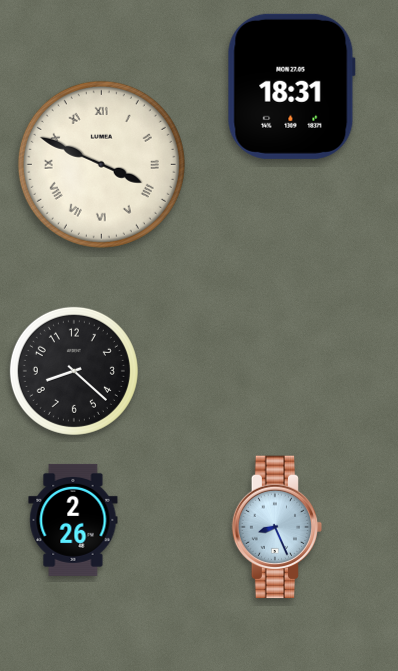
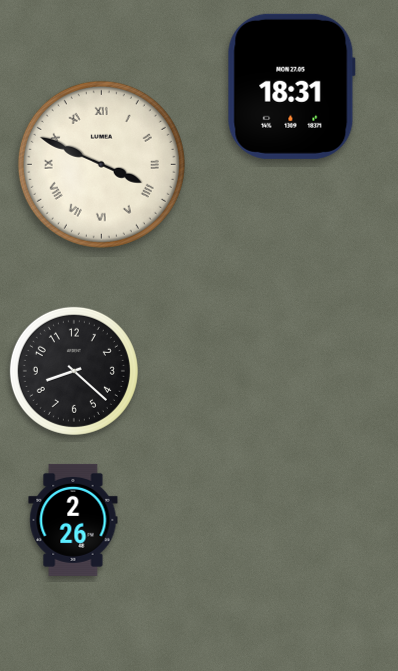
clock at (277, 527): 8:26 -> none
